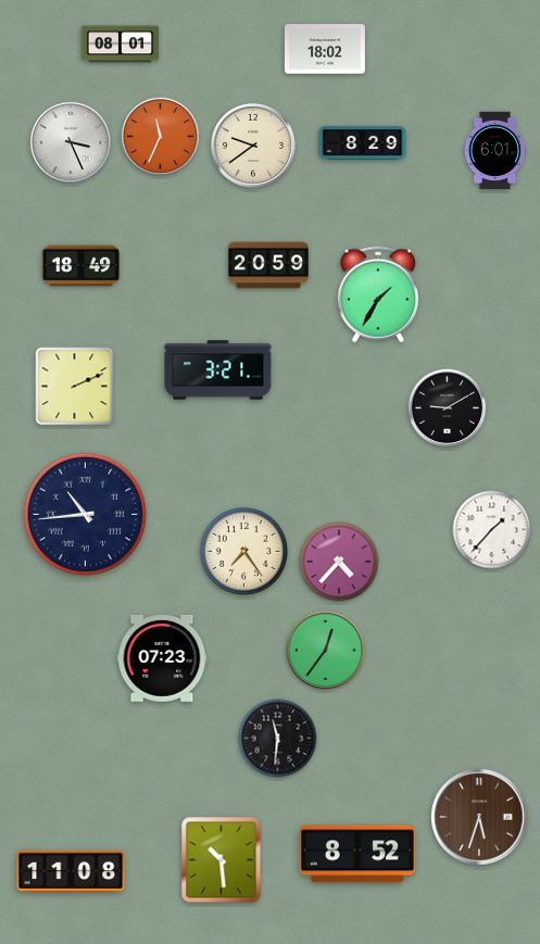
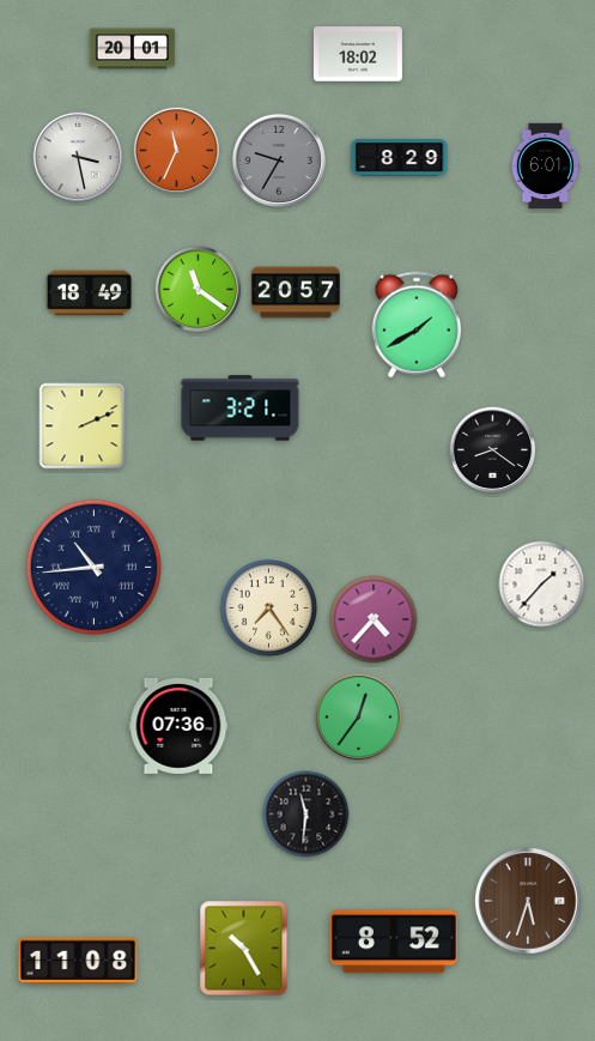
clock at (121, 45): 08:01 -> 20:01
clock at (70, 141): 3:26 -> 3:28
clock at (253, 146): 9:39 -> 9:35
clock at (253, 146) dial: cream -> grey
clock at (199, 290): none -> 11:21
clock at (268, 265): 20:59 -> 20:57
clock at (377, 294): 1:35 -> 1:40
clock at (448, 408): 9:10 -> 8:21
clock at (162, 658): 07:23 -> 07:36
clock at (222, 860): 10:29 -> 10:25
